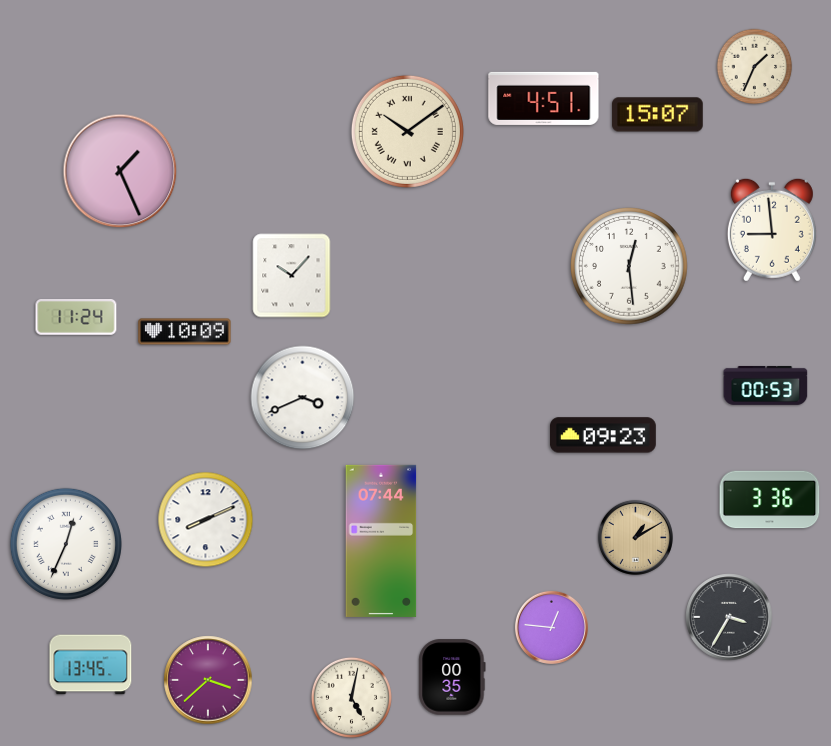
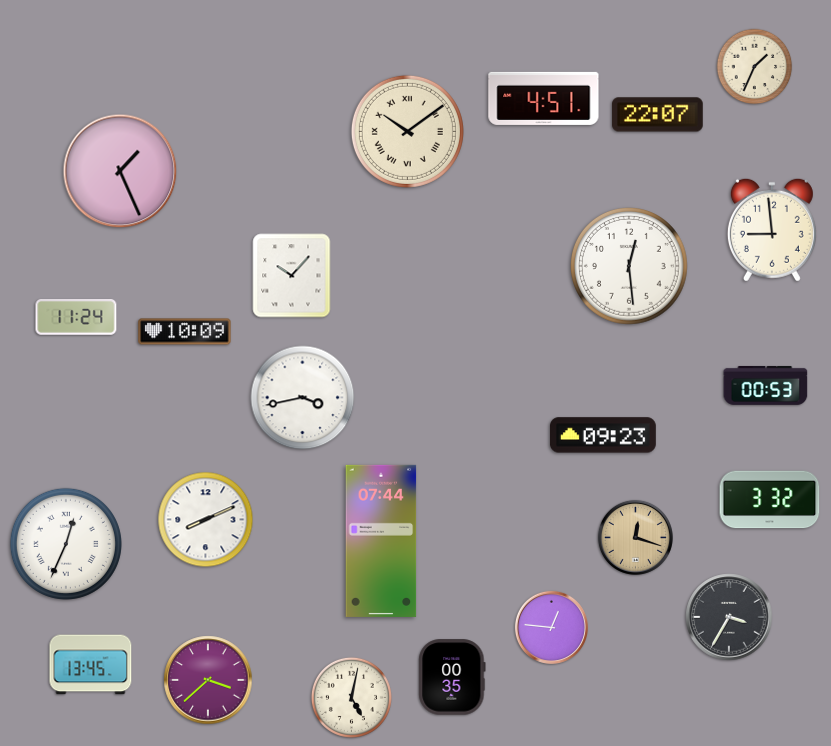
clock at (658, 115): 15:07 -> 22:07
clock at (303, 398): 3:41 -> 3:43
clock at (770, 500): 3:36 -> 3:32
clock at (635, 537): 1:10 -> 12:18
